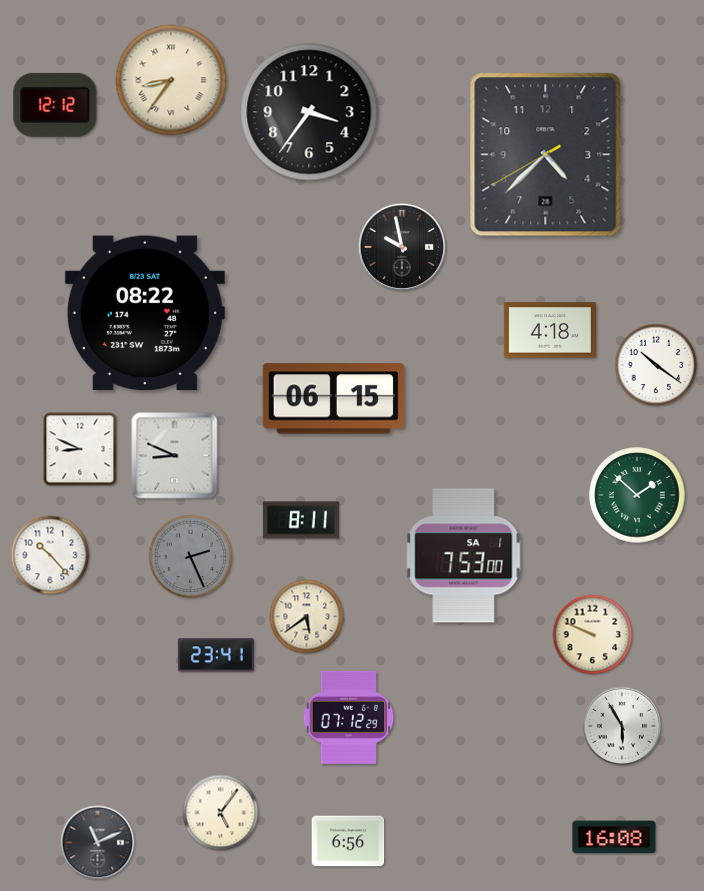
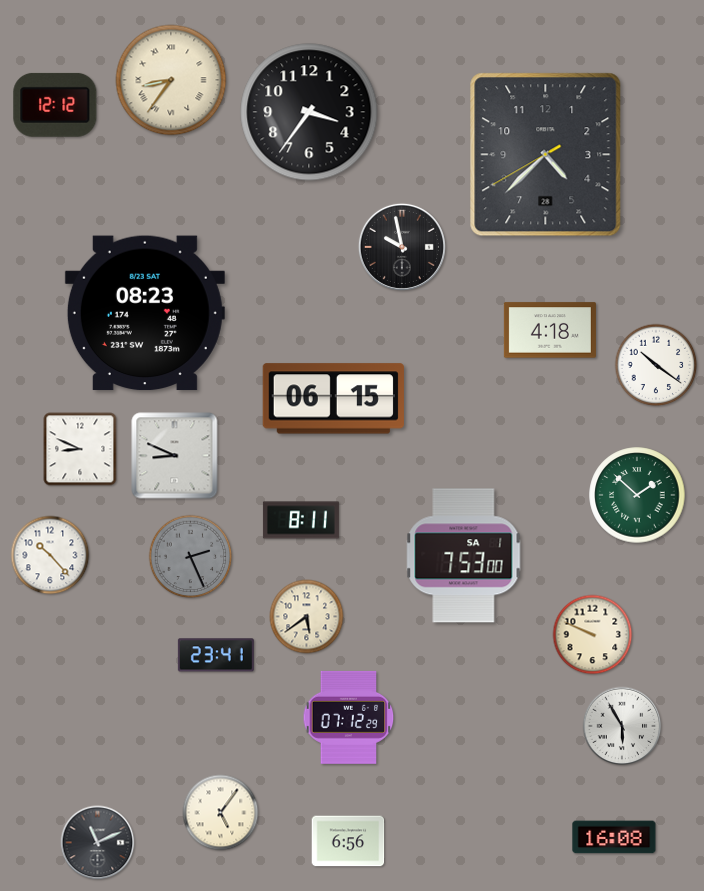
clock at (145, 313): 08:22 -> 08:23
